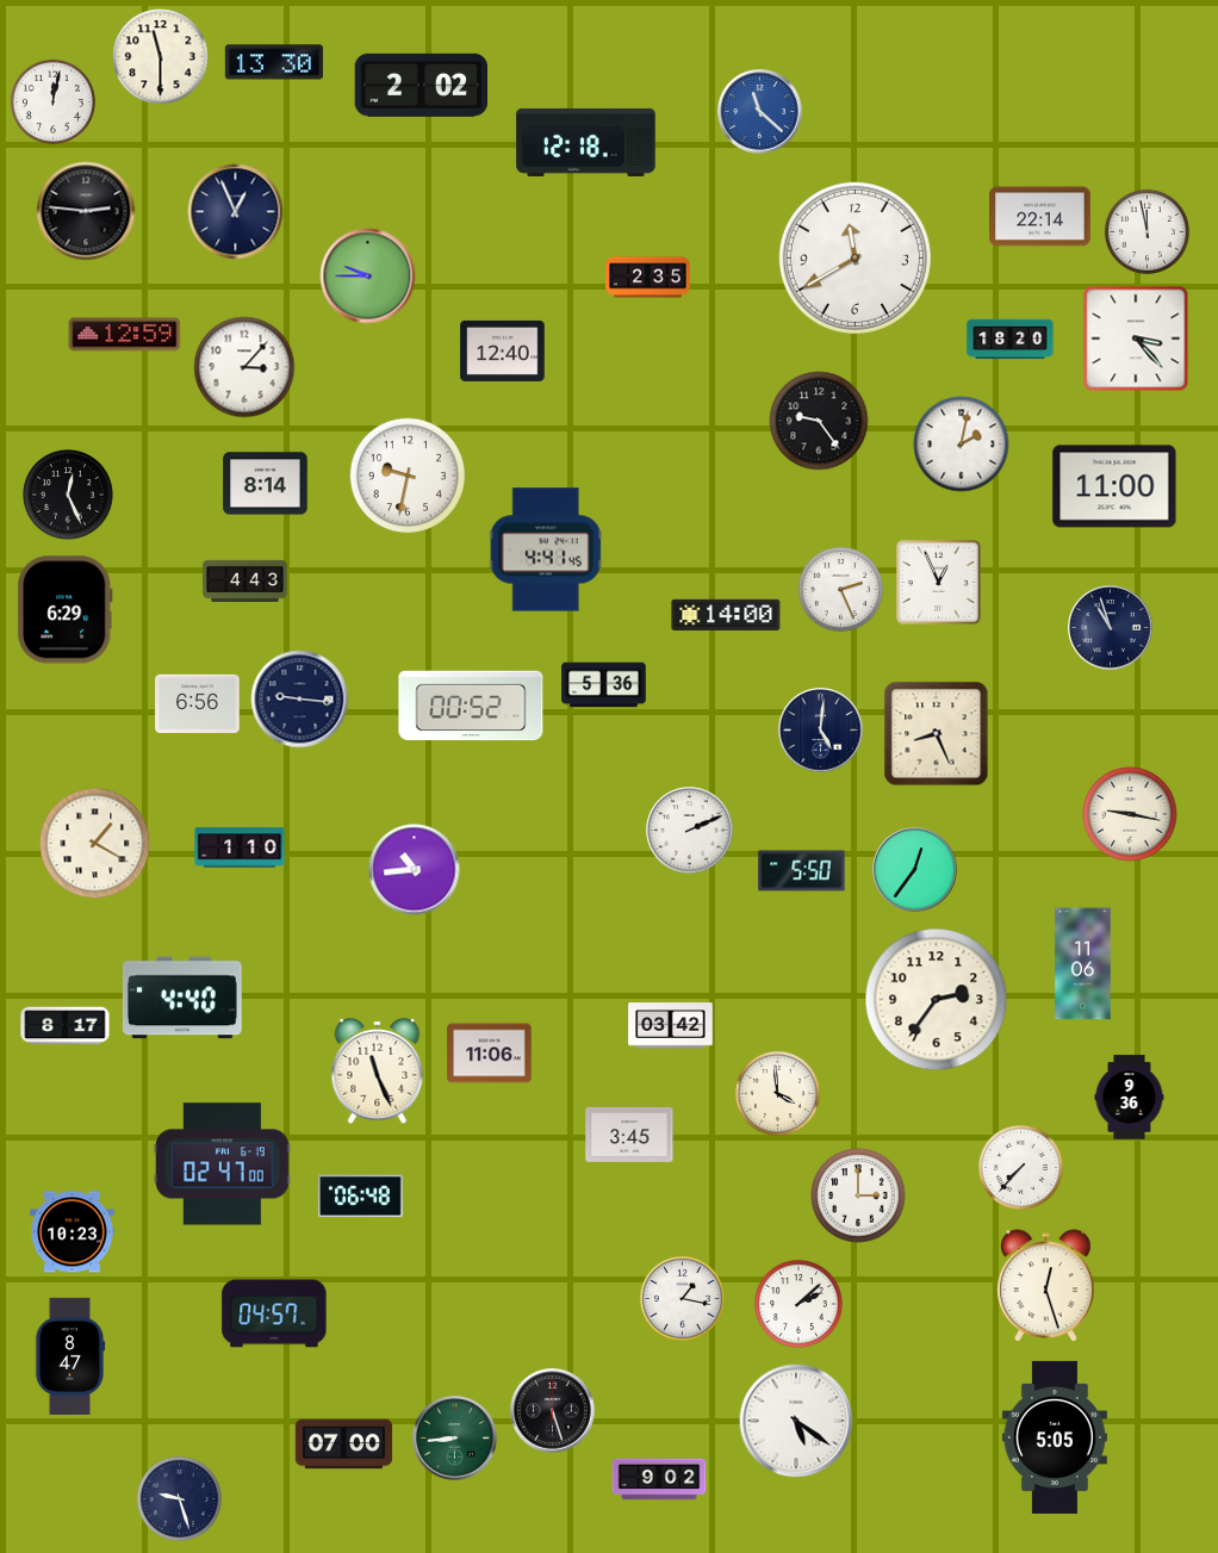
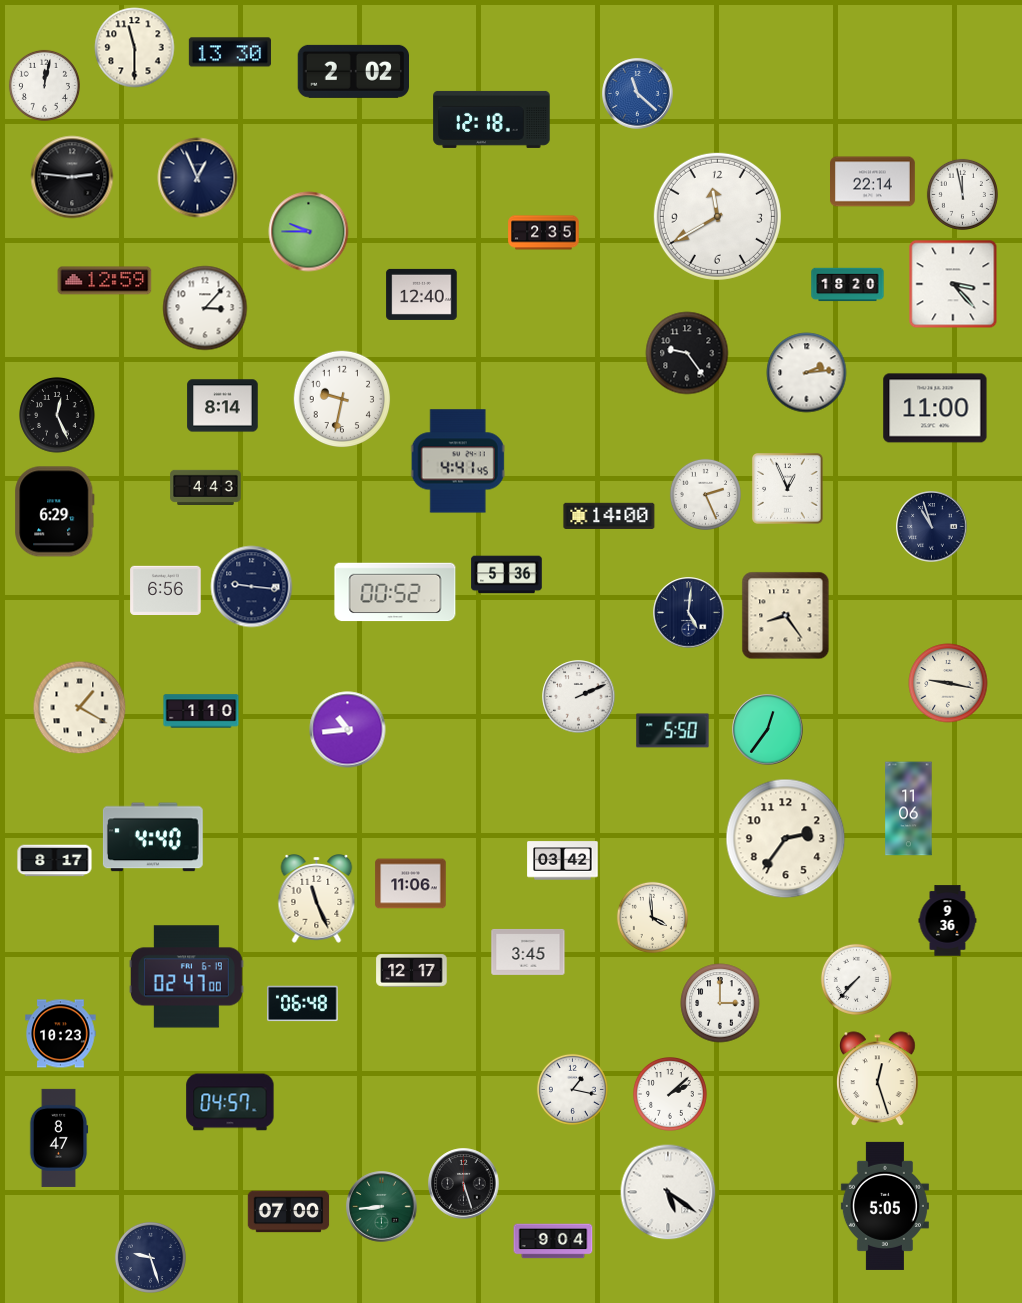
clock at (962, 445): 2:02 -> 2:14
clock at (937, 734): 8:26 -> 8:24
clock at (412, 971): none -> 12:17
clock at (659, 1479): 9:02 -> 9:04
